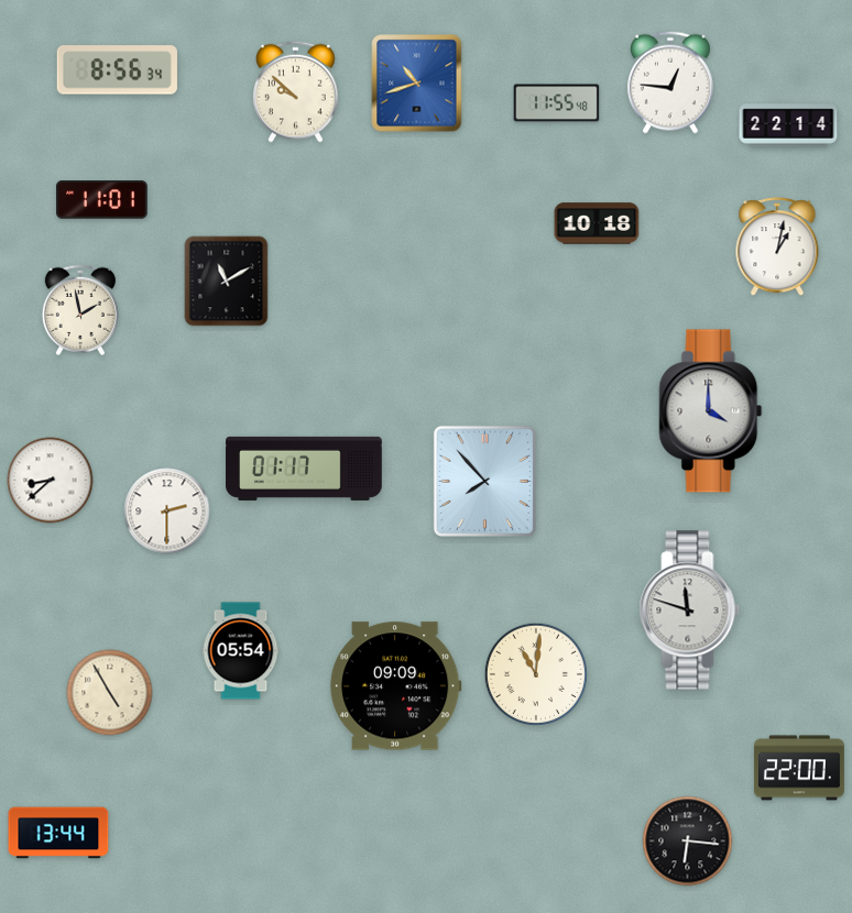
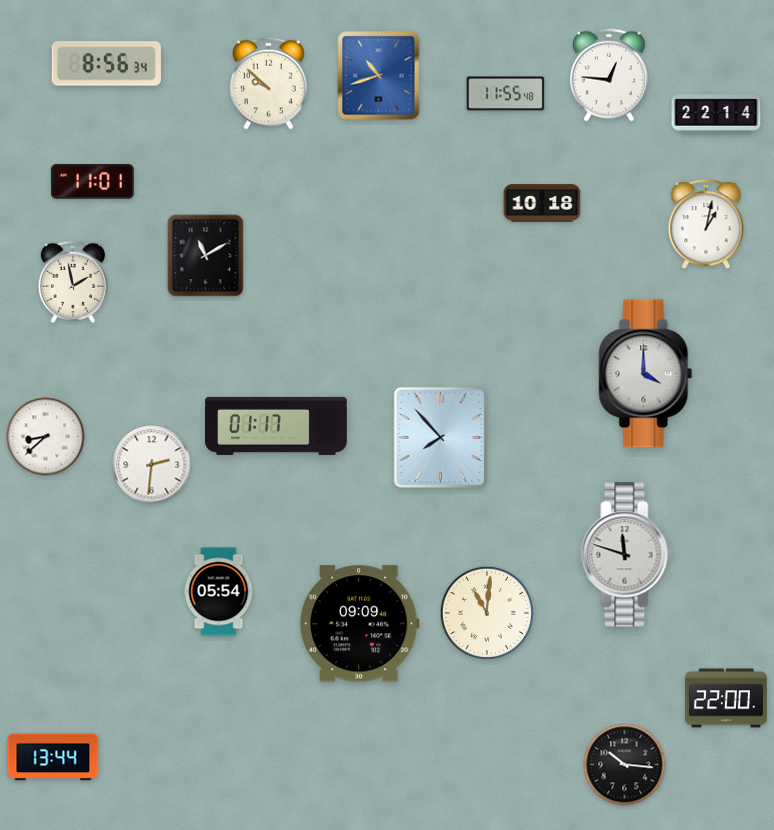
clock at (167, 512): 2:30 -> 2:31
clock at (110, 693): 4:55 -> none
clock at (688, 842): 6:16 -> 10:16
